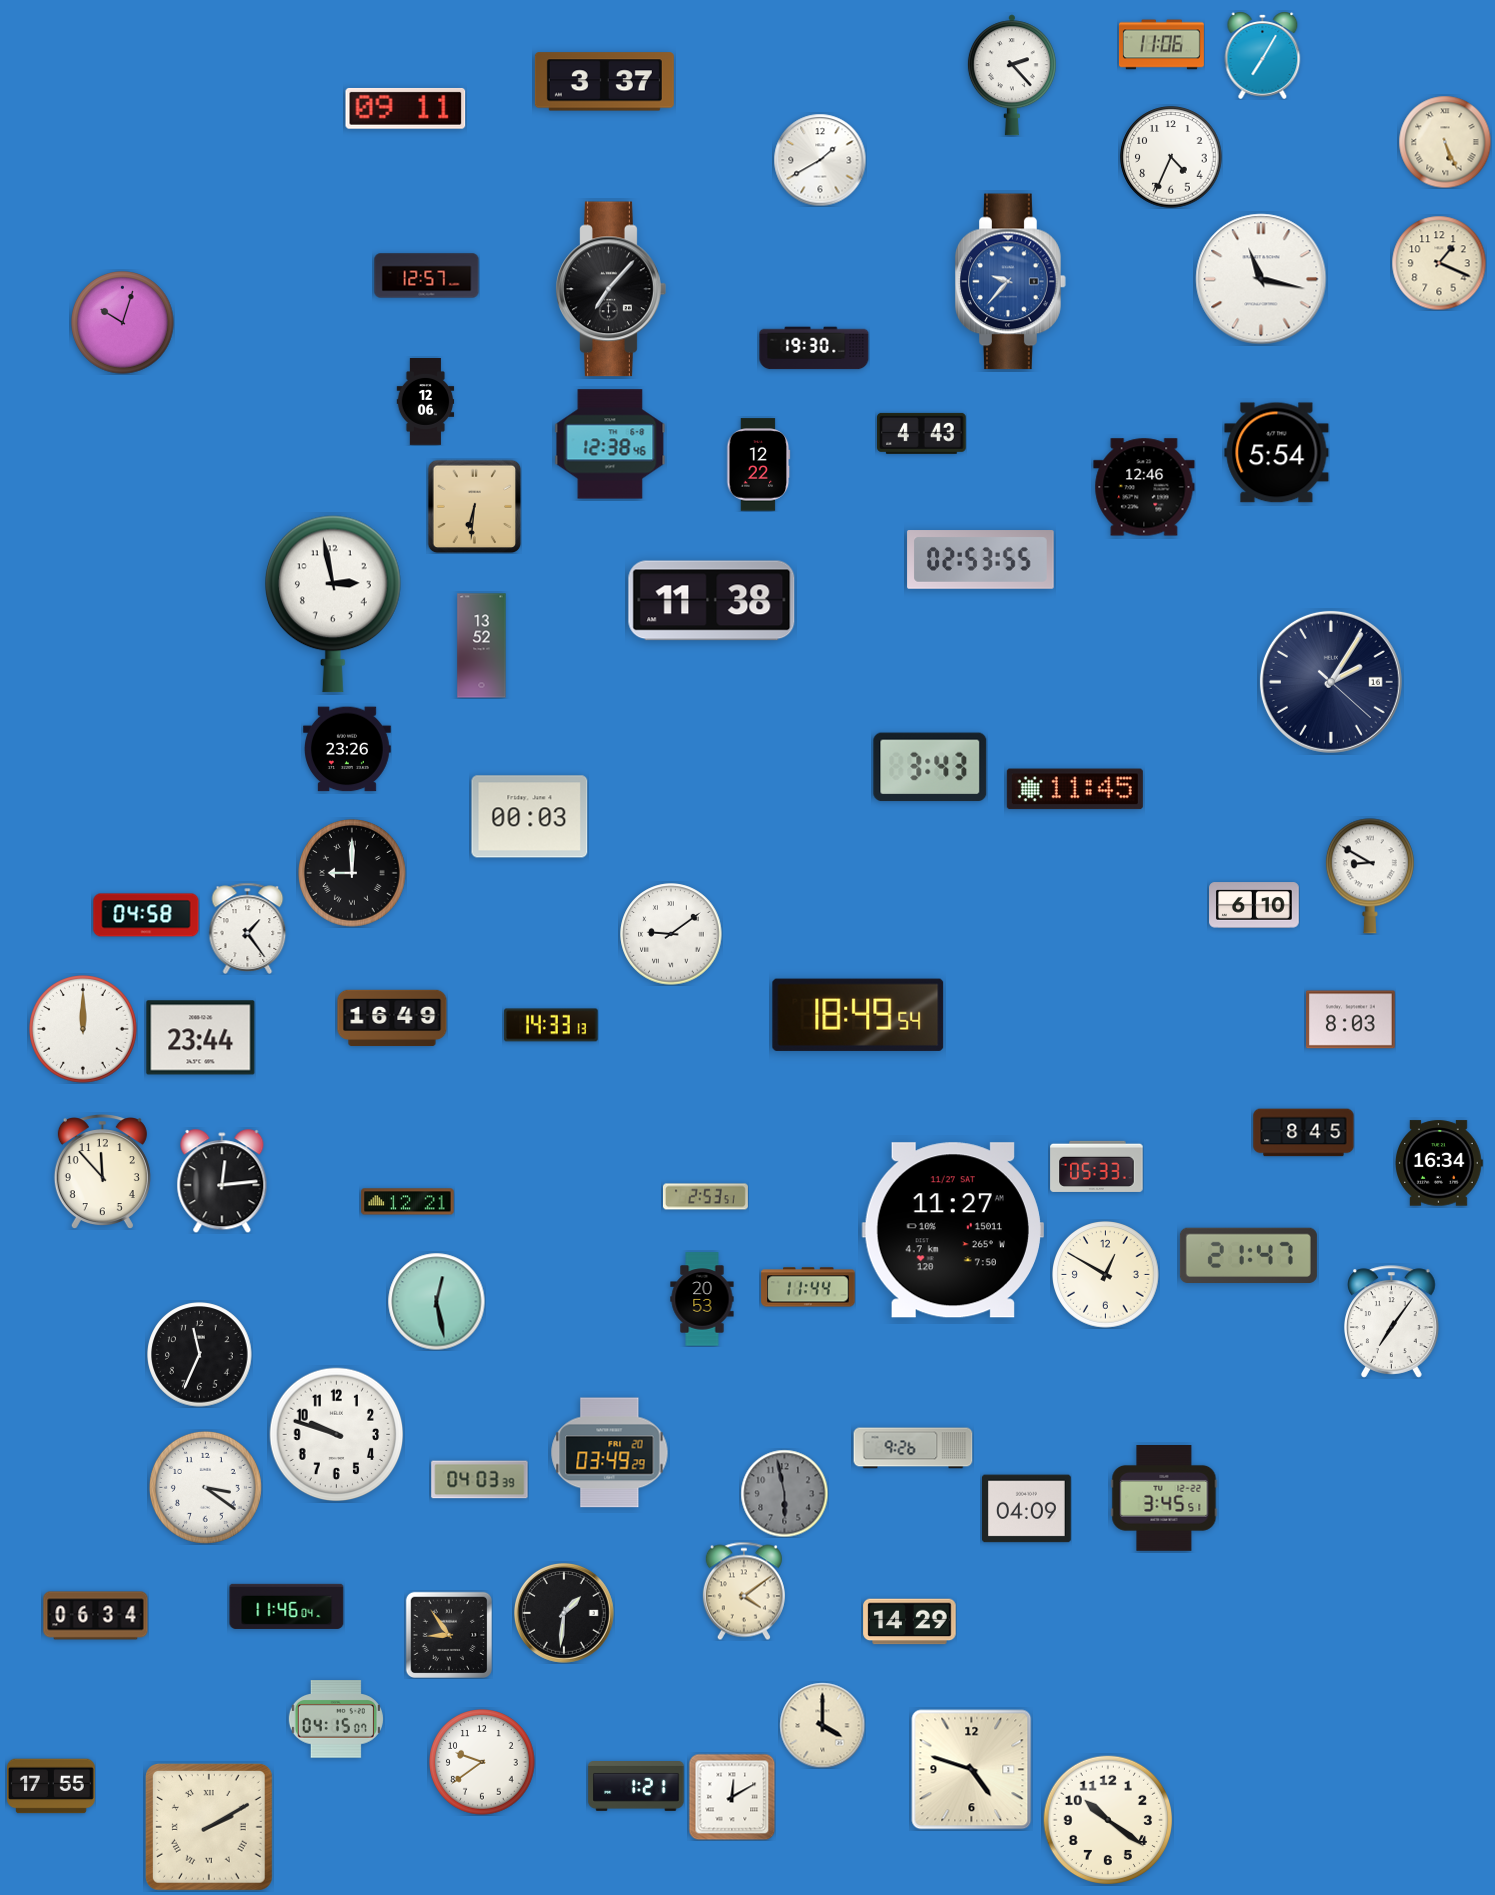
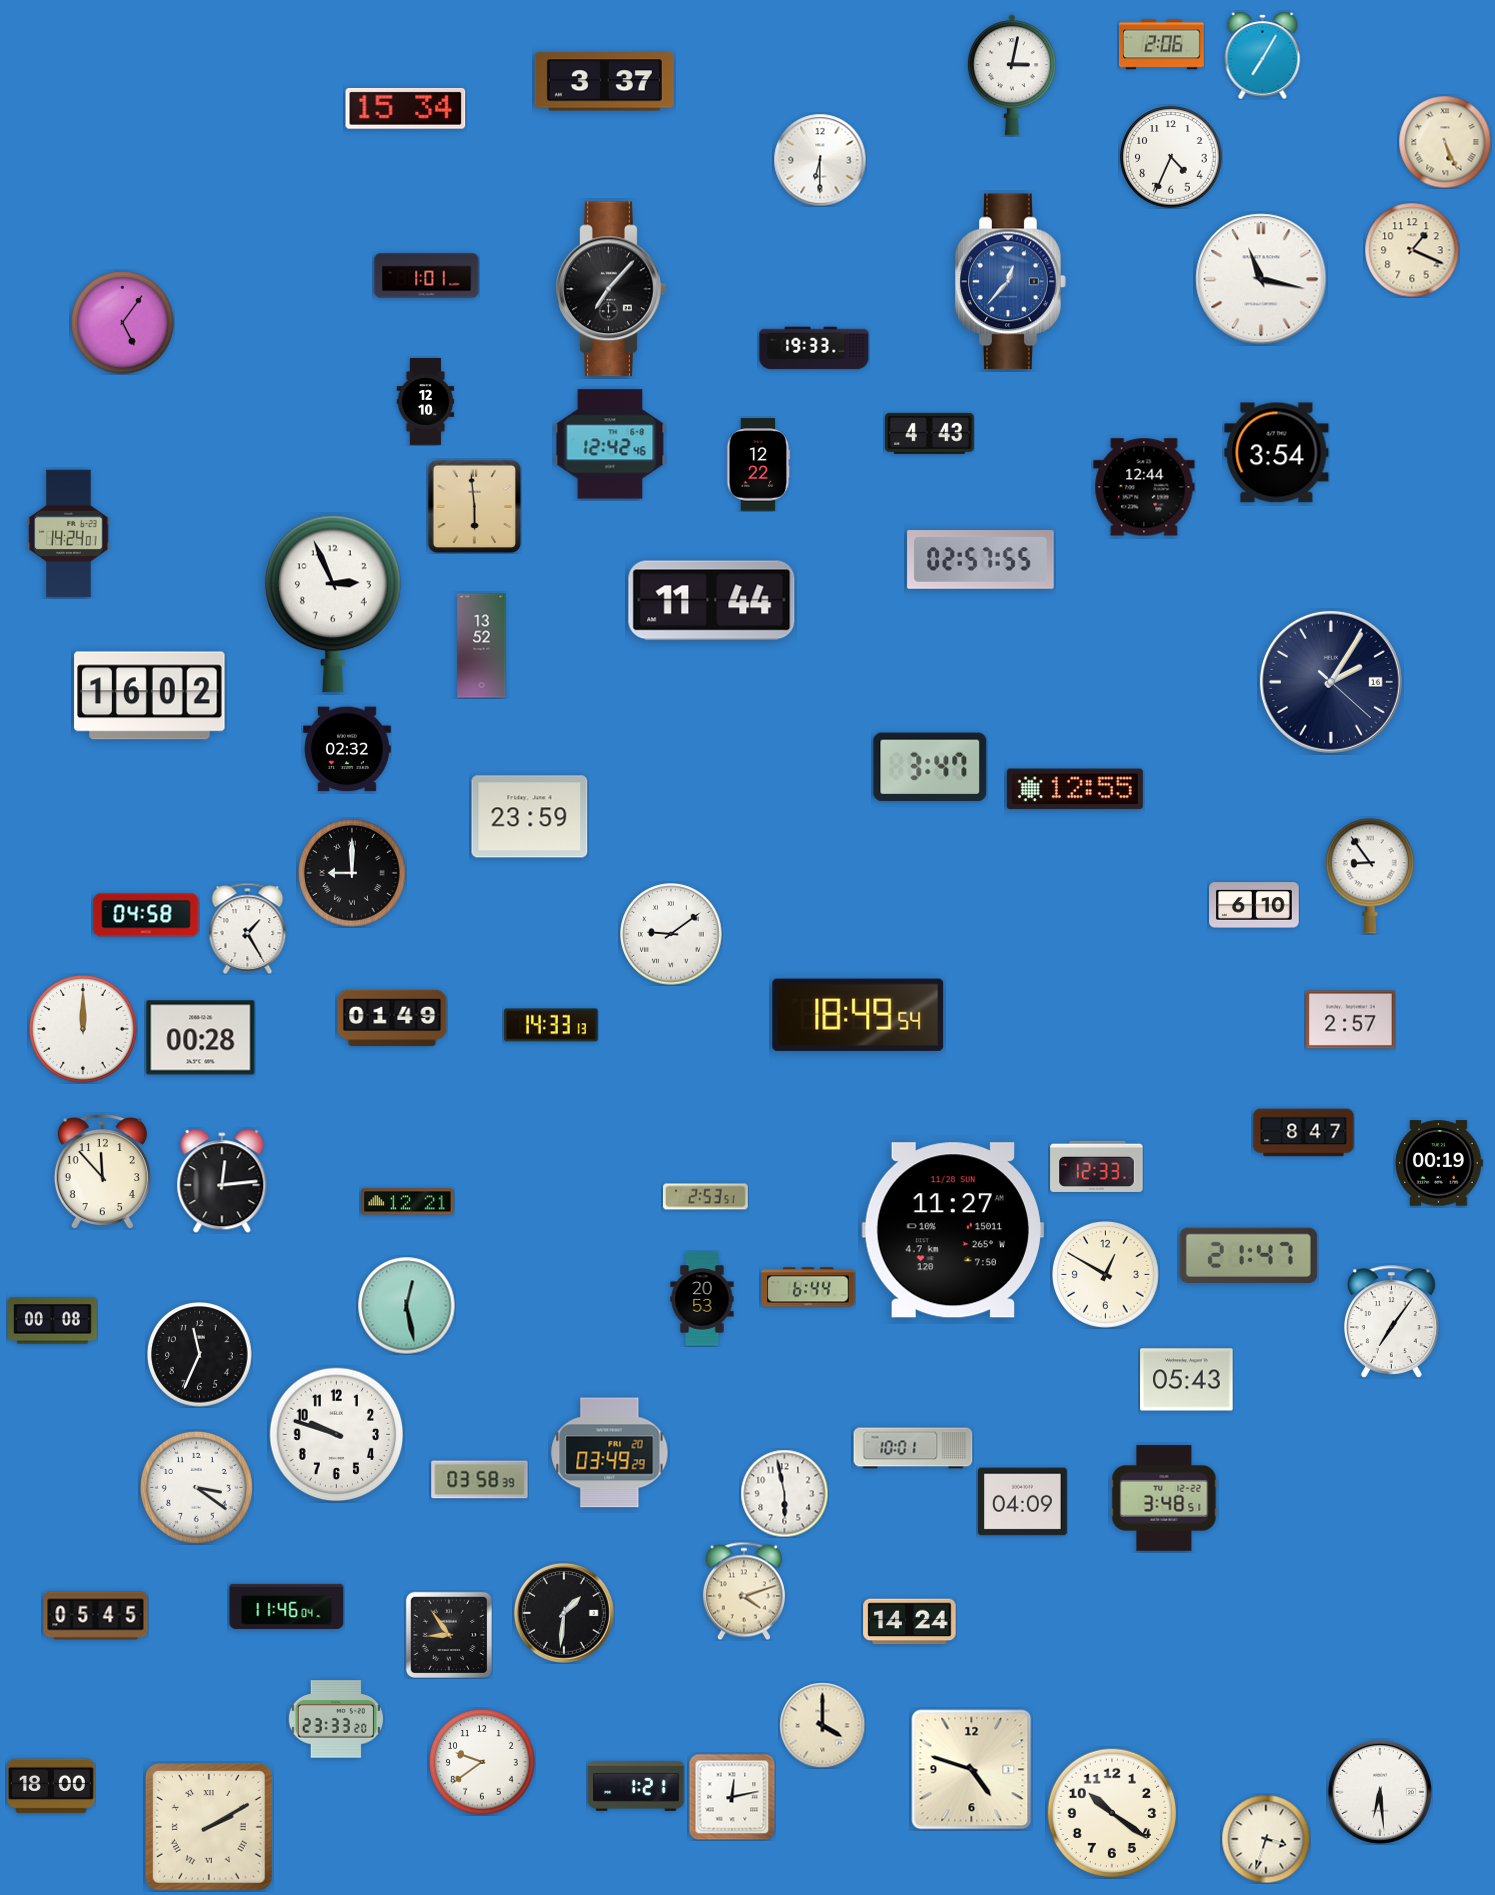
clock at (1161, 45): 11:06 -> 2:06
clock at (1012, 75): 2:23 -> 3:02
clock at (406, 108): 09:11 -> 15:34
clock at (820, 160): 1:40 -> 6:30
clock at (1439, 263) position: (1439, 263) -> (1412, 250)
clock at (427, 276): 12:57 -> 1:01
clock at (1011, 282): 9:37 -> 12:37
clock at (123, 323): 10:03 -> 5:06
clock at (814, 348): 19:30 -> 19:33
clock at (426, 402): 12:06 -> 12:10
clock at (922, 433) position: (922, 433) -> (930, 433)
clock at (610, 444): 12:38 -> 12:42
clock at (1277, 453): 5:54 -> 3:54
clock at (1144, 487): 12:46 -> 12:44
clock at (474, 506): 6:31 -> 5:59
clock at (69, 534): none -> 14:24
clock at (981, 560): 02:53 -> 02:57
clock at (712, 601): 11:38 -> 11:44
clock at (333, 604): 2:58 -> 2:56
clock at (150, 696): none -> 16:02
clock at (348, 749): 23:26 -> 02:32
clock at (930, 767): 3:43 -> 3:47
clock at (1075, 789): 11:45 -> 12:55
clock at (530, 817): 00:03 -> 23:59
clock at (1370, 876): 8:50 -> 8:54
clock at (248, 928): 1:24 -> 1:25
clock at (392, 1018): 16:49 -> 01:49
clock at (1351, 1020): 8:03 -> 2:57
clock at (201, 1038): 23:44 -> 00:28
clock at (1304, 1133): 8:45 -> 8:47
clock at (1440, 1163): 16:34 -> 00:19
clock at (1097, 1166): 05:33 -> 12:33
clock at (953, 1230) date: 11/27 SAT -> 11/28 SUN
clock at (808, 1287): 11:44 -> 6:44
clock at (436, 1301) position: (436, 1301) -> (406, 1305)
clock at (53, 1321): none -> 00:08
clock at (1187, 1380): none -> 05:43
clock at (913, 1448): 9:26 -> 10:01
clock at (480, 1480): 04:03 -> 03:58
clock at (205, 1487) position: (205, 1487) -> (196, 1487)
clock at (784, 1493) dial: grey -> white
clock at (1164, 1499): 3:45 -> 3:48
clock at (1027, 1509) position: (1027, 1509) -> (1023, 1502)
clock at (744, 1591): 4:09 -> 4:12
clock at (96, 1616): 06:34 -> 05:45
clock at (910, 1622): 14:29 -> 14:24
clock at (336, 1719): 04:15 -> 23:33
clock at (52, 1786): 17:55 -> 18:00
clock at (1380, 1792): none -> 6:29
clock at (732, 1797): 12:10 -> 12:13
clock at (1108, 1820) position: (1108, 1820) -> (1112, 1813)
clock at (1266, 1839): none -> 3:33
